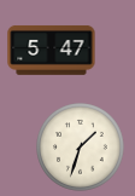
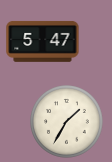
clock at (81, 148): 1:33 -> 1:35
